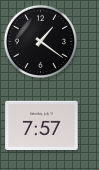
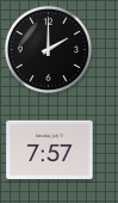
clock at (40, 41): 1:21 -> 2:00
